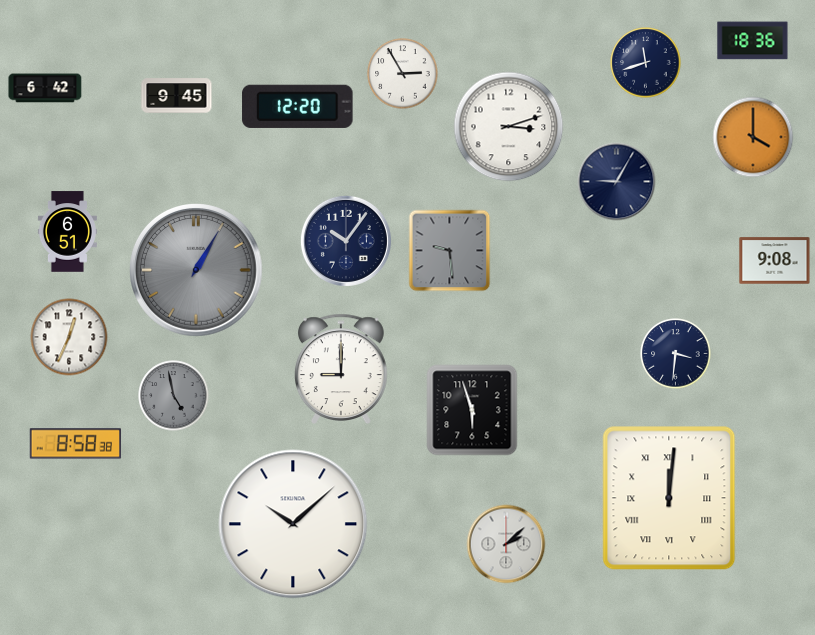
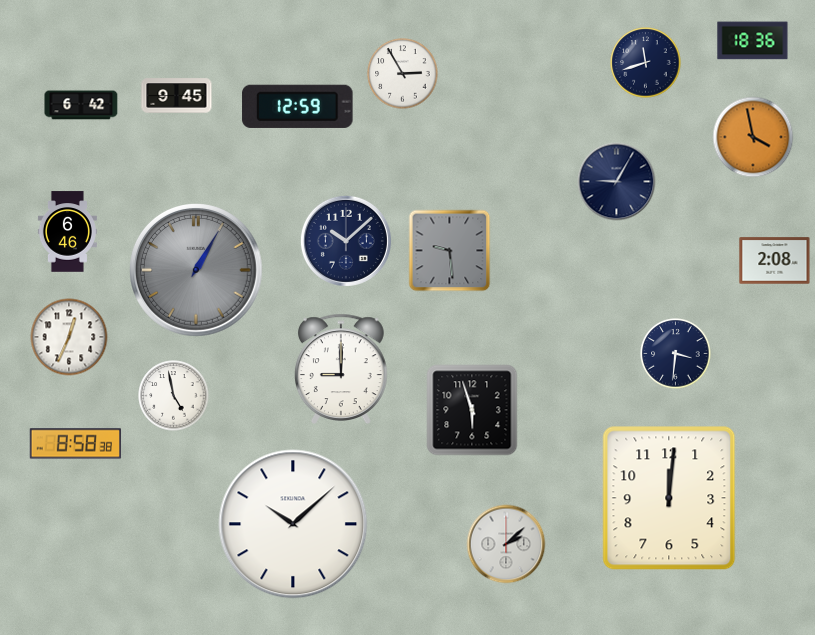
clock at (45, 88) position: (45, 88) -> (81, 105)
clock at (298, 106): 12:20 -> 12:59
clock at (509, 127): 3:12 -> none
clock at (753, 137): 4:00 -> 3:58
clock at (67, 232): 6:51 -> 6:46
clock at (346, 241): 10:06 -> 10:08
clock at (775, 261): 9:08 -> 2:08
clock at (174, 396) dial: grey -> white
clock at (669, 498) numerals: Roman -> Arabic
